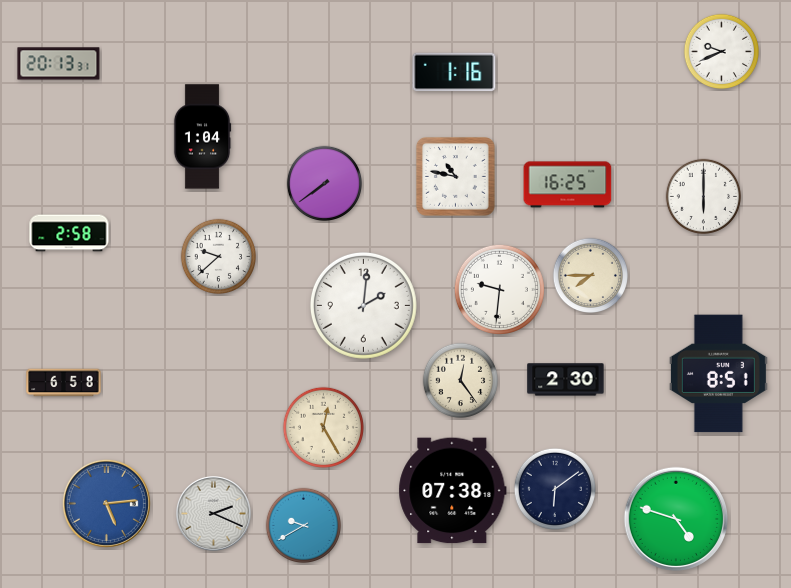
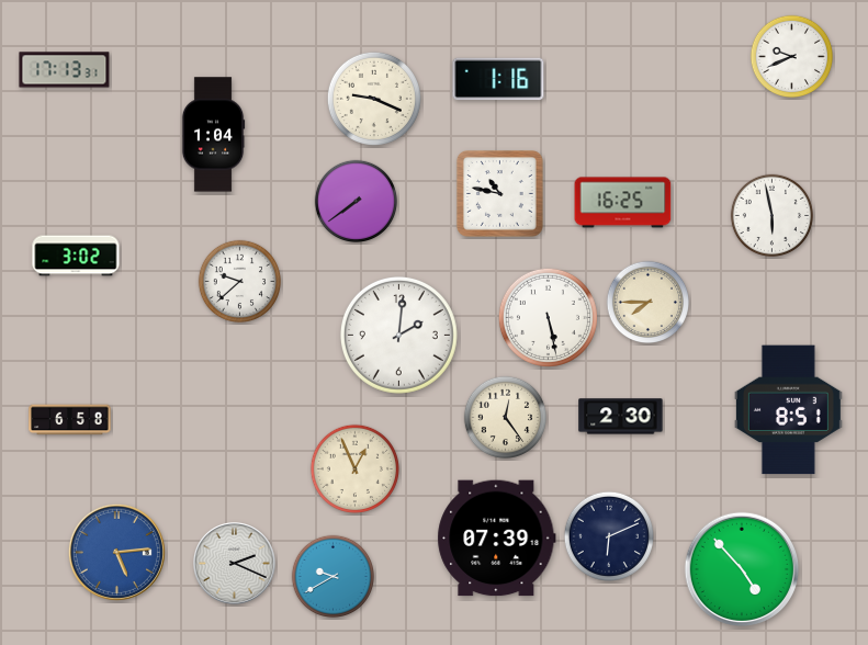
clock at (59, 64): 20:13 -> 17:13
clock at (374, 99): none -> 9:19
clock at (202, 137) position: (202, 137) -> (213, 135)
clock at (704, 197): 6:00 -> 5:58
clock at (69, 233): 2:58 -> 3:02
clock at (499, 289): 9:31 -> 5:28
clock at (323, 427): 12:25 -> 12:56
clock at (555, 489): 6:09 -> 6:11
clock at (453, 491): 07:38 -> 07:39
clock at (675, 518): 4:48 -> 4:53
